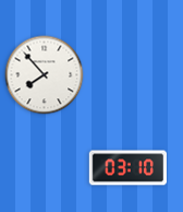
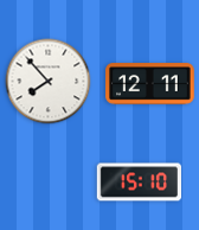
clock at (150, 84): none -> 12:11
clock at (129, 168): 03:10 -> 15:10
